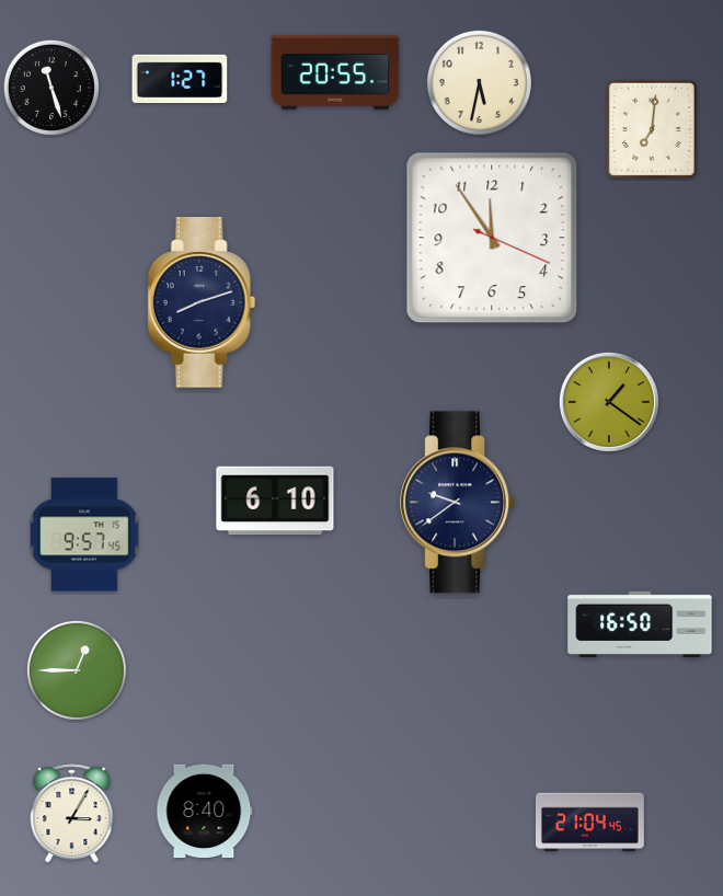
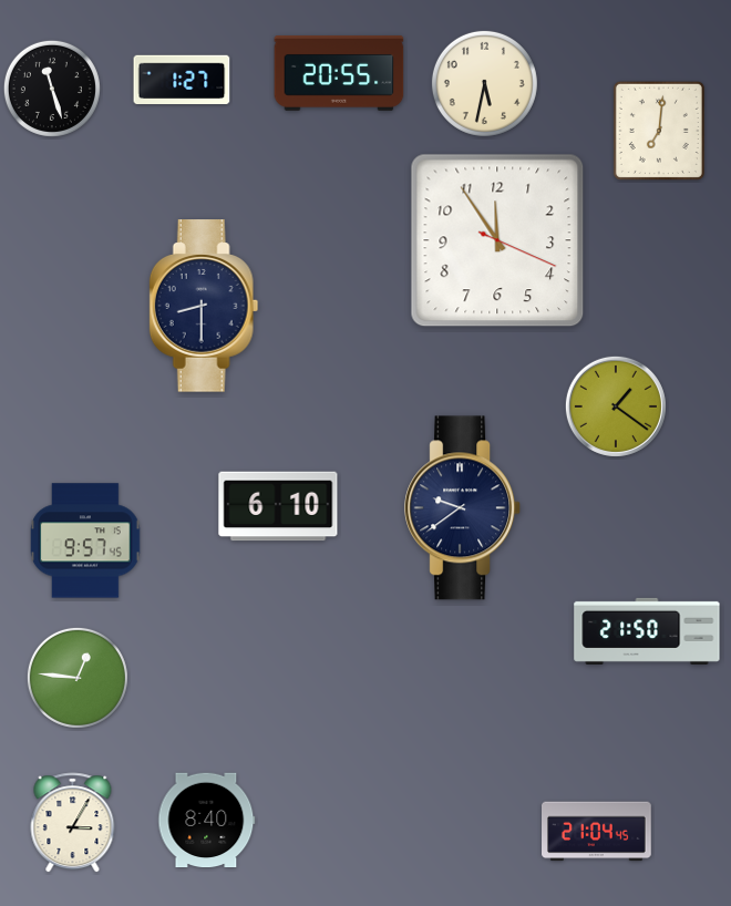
clock at (202, 302): 8:12 -> 8:30
clock at (640, 624): 16:50 -> 21:50
clock at (77, 670): 12:45 -> 12:46
